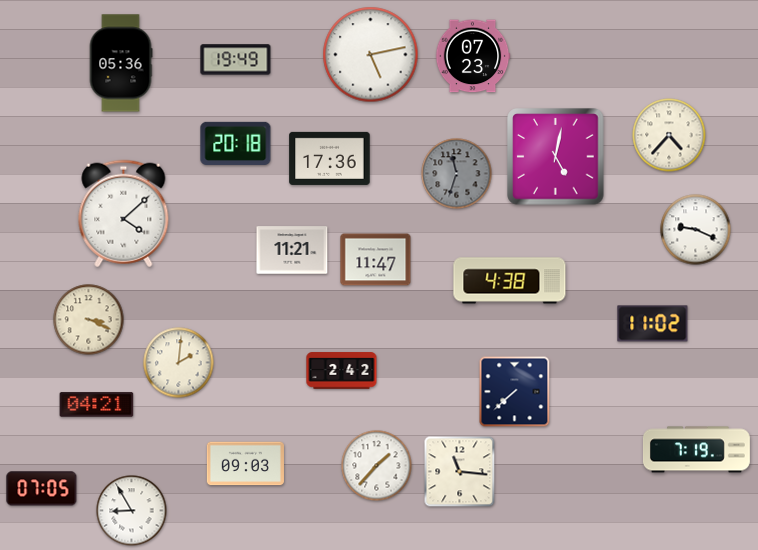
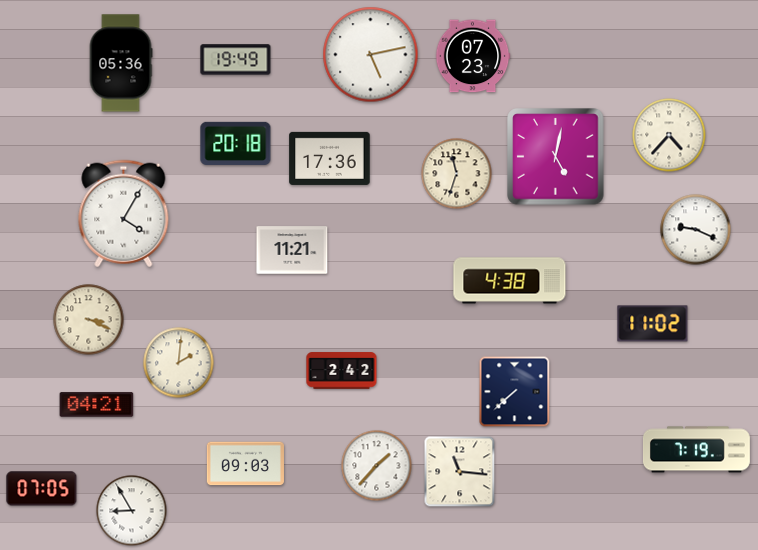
clock at (457, 174) dial: grey -> cream
clock at (124, 214): 4:08 -> 4:05
clock at (376, 260): 11:47 -> none
